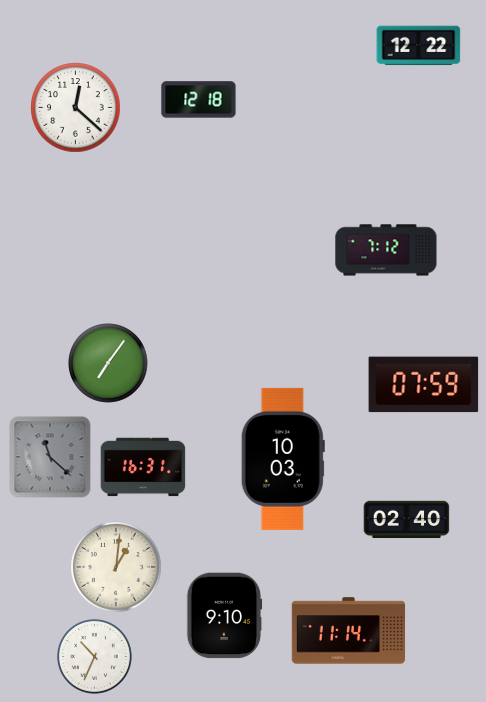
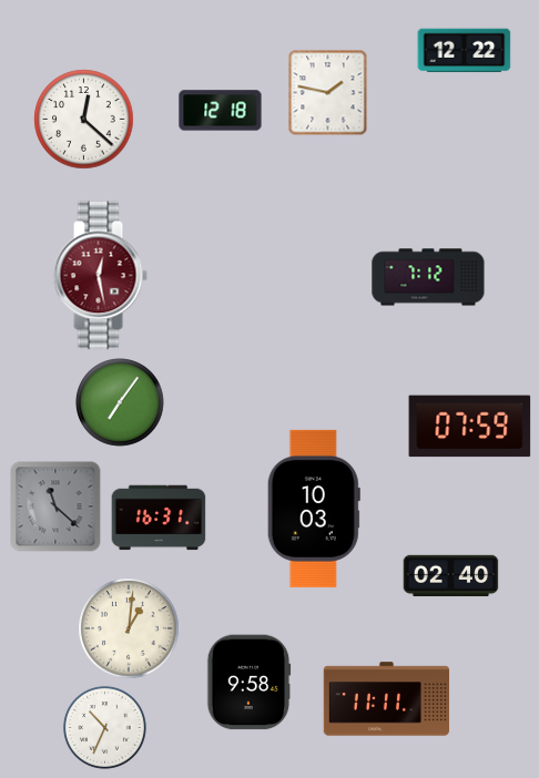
clock at (328, 93): none -> 1:47
clock at (100, 276): none -> 12:28
clock at (225, 616): 9:10 -> 9:58
clock at (349, 631): 11:14 -> 11:11
